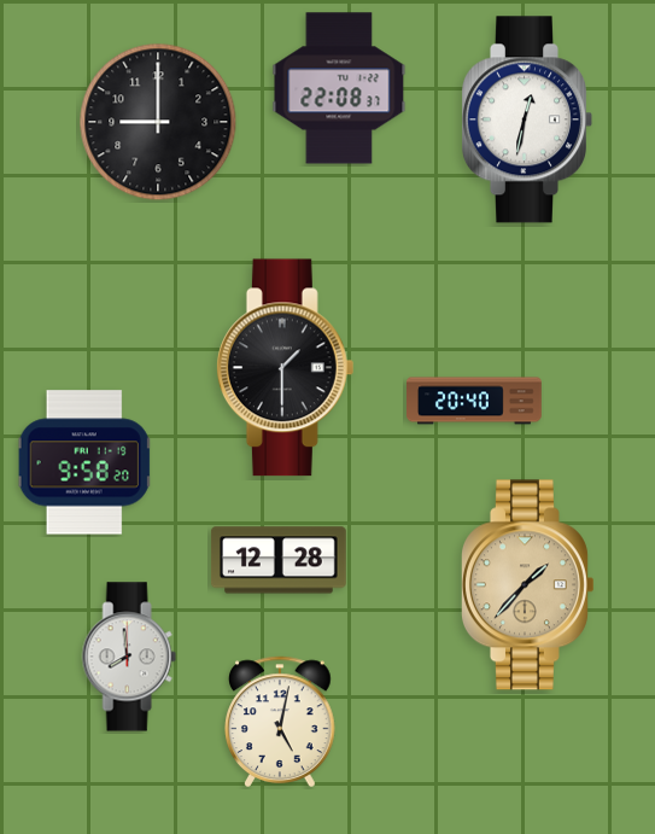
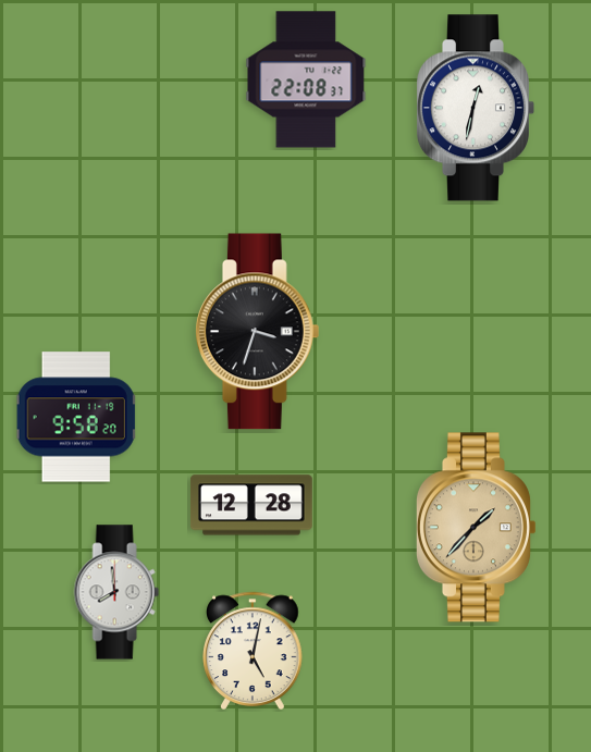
clock at (158, 122): 9:00 -> none
clock at (285, 368): 1:30 -> 3:33
clock at (475, 401): 20:40 -> none
